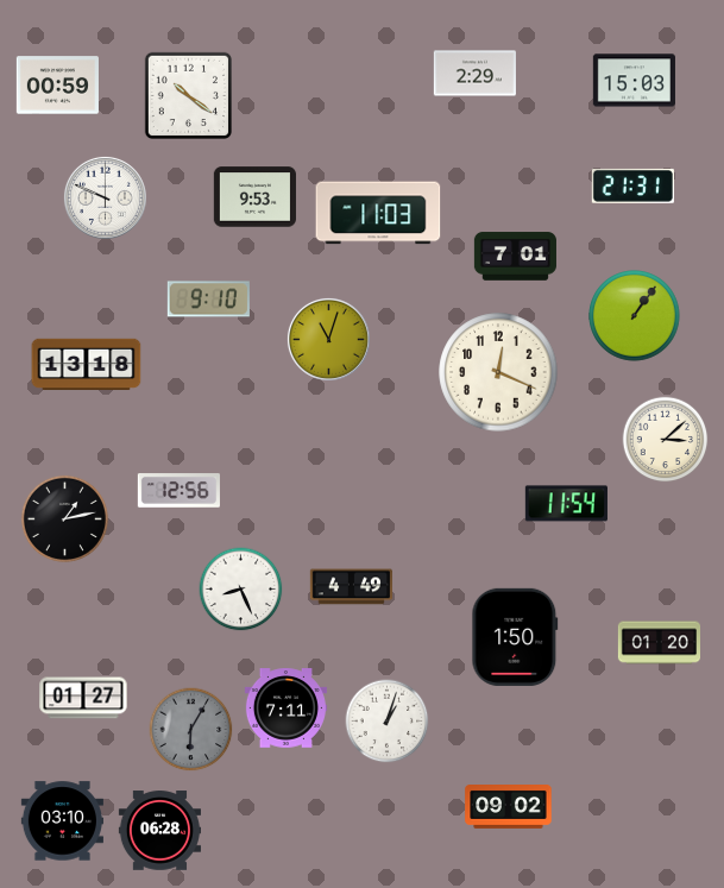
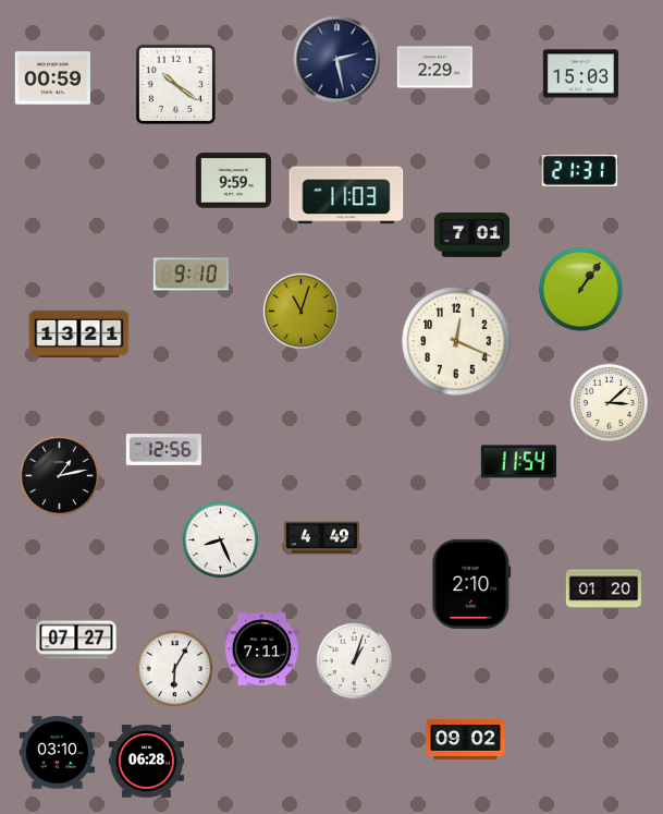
clock at (337, 60): none -> 2:28
clock at (188, 95) position: (188, 95) -> (175, 84)
clock at (105, 197): 9:49 -> none
clock at (254, 197): 9:53 -> 9:59
clock at (87, 365): 13:18 -> 13:21
clock at (515, 637): 1:50 -> 2:10
clock at (83, 698): 01:27 -> 07:27
clock at (191, 730) dial: grey -> white
